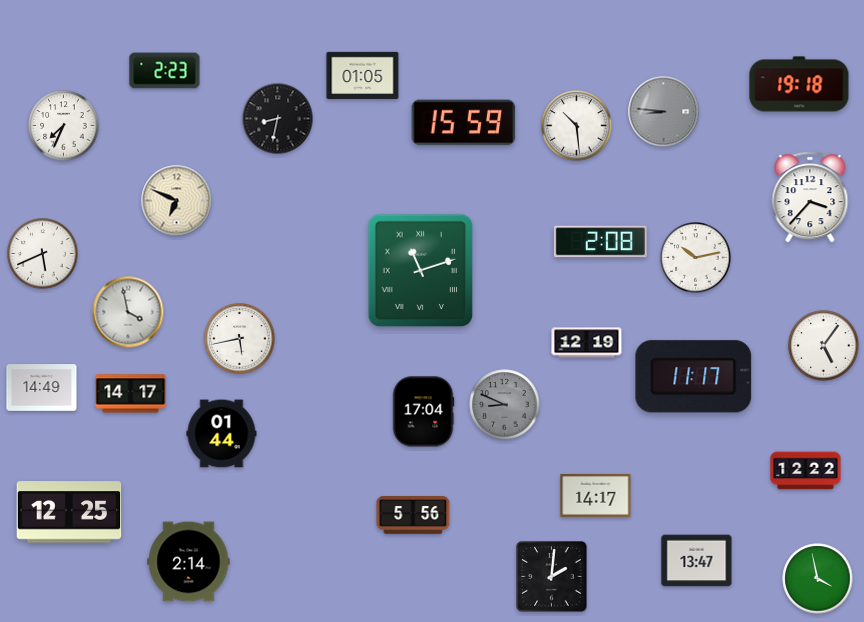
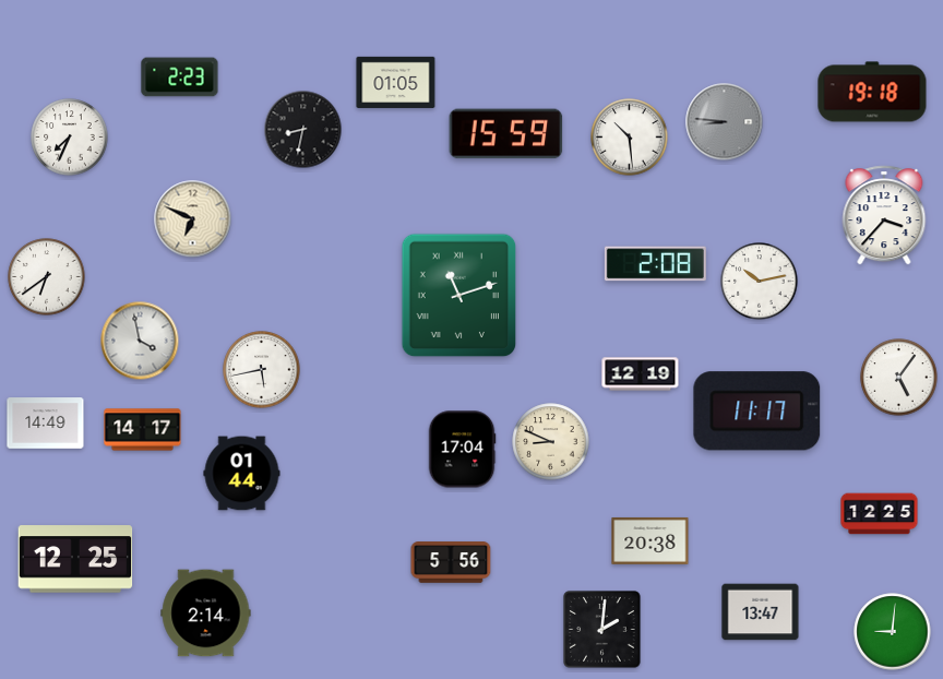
clock at (43, 254): 5:41 -> 6:39
clock at (505, 405) dial: grey -> cream
clock at (806, 471): 12:22 -> 12:25
clock at (596, 495): 14:17 -> 20:38
clock at (818, 579): 3:58 -> 9:01
